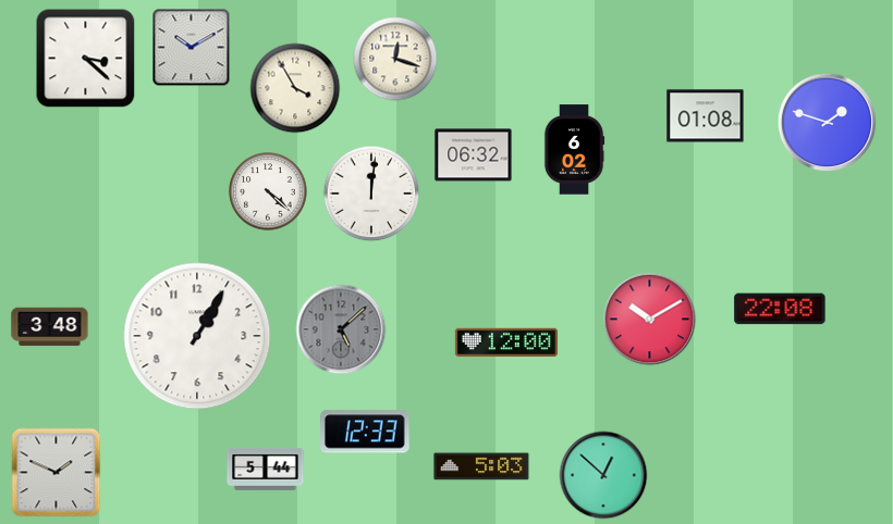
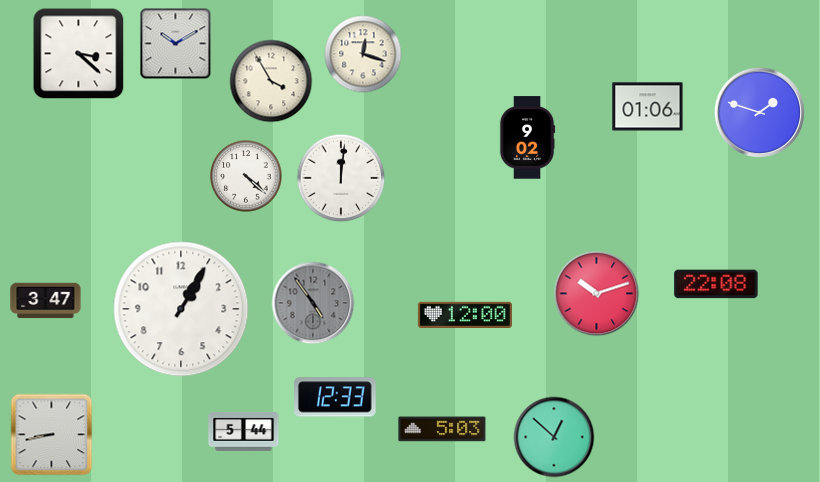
clock at (706, 116): 01:08 -> 01:06
clock at (574, 150): 6:02 -> 9:02
clock at (474, 155): 06:32 -> none
clock at (650, 320): 10:10 -> 10:12
clock at (50, 327): 3:48 -> 3:47
clock at (341, 329): 5:08 -> 4:54
clock at (57, 473): 1:49 -> 8:43
